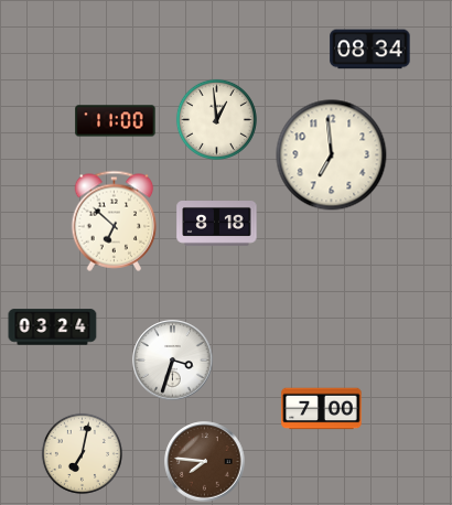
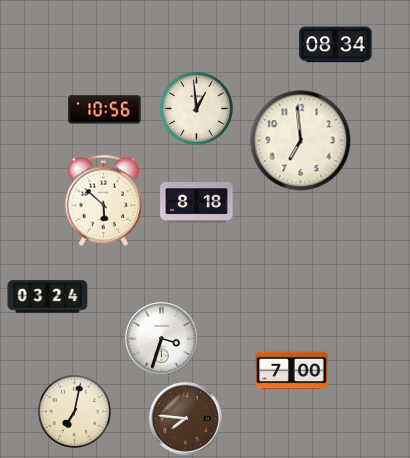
clock at (116, 121): 11:00 -> 10:56
clock at (115, 221): 6:52 -> 5:52
clock at (173, 361) position: (173, 361) -> (162, 339)
